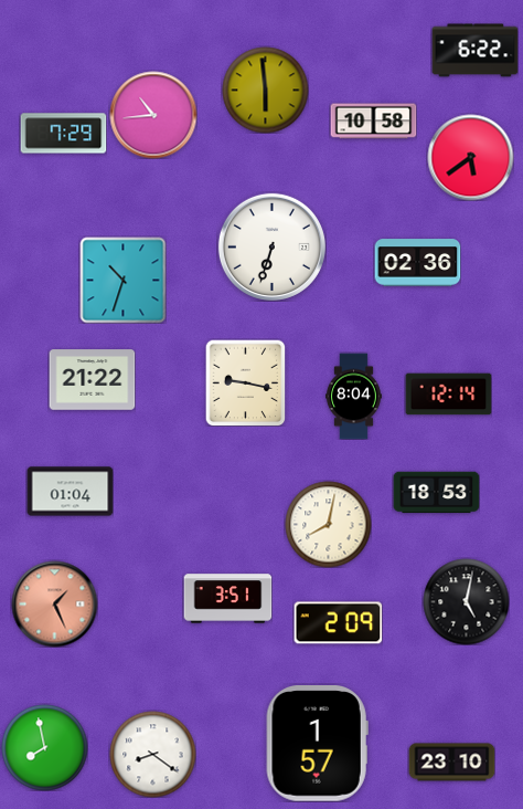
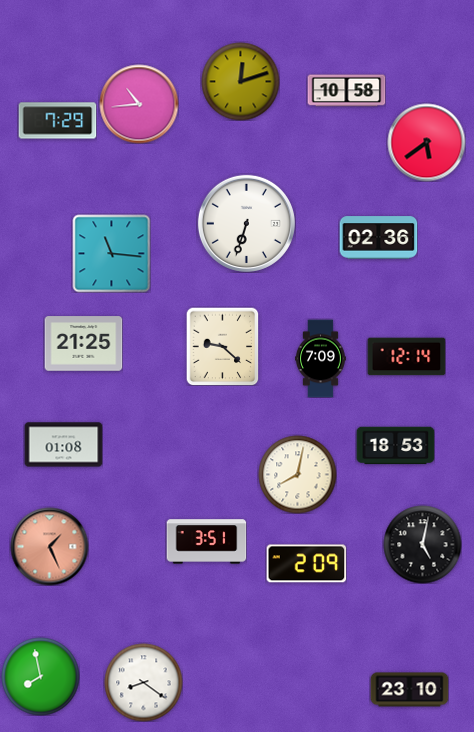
clock at (474, 51): 6:22 -> none
clock at (265, 90): 5:59 -> 12:12
clock at (373, 122) position: (373, 122) -> (346, 91)
clock at (122, 280): 10:33 -> 11:16
clock at (92, 380): 21:22 -> 21:25
clock at (246, 382): 9:17 -> 9:22
clock at (354, 396): 8:04 -> 7:09
clock at (70, 492): 01:04 -> 01:08
clock at (317, 744): 1:57 -> none
clock at (152, 754) position: (152, 754) -> (143, 682)
